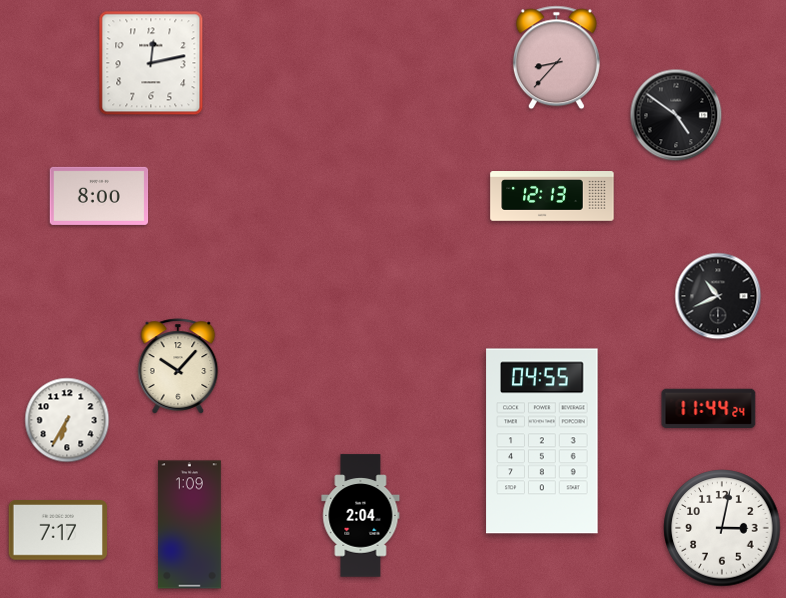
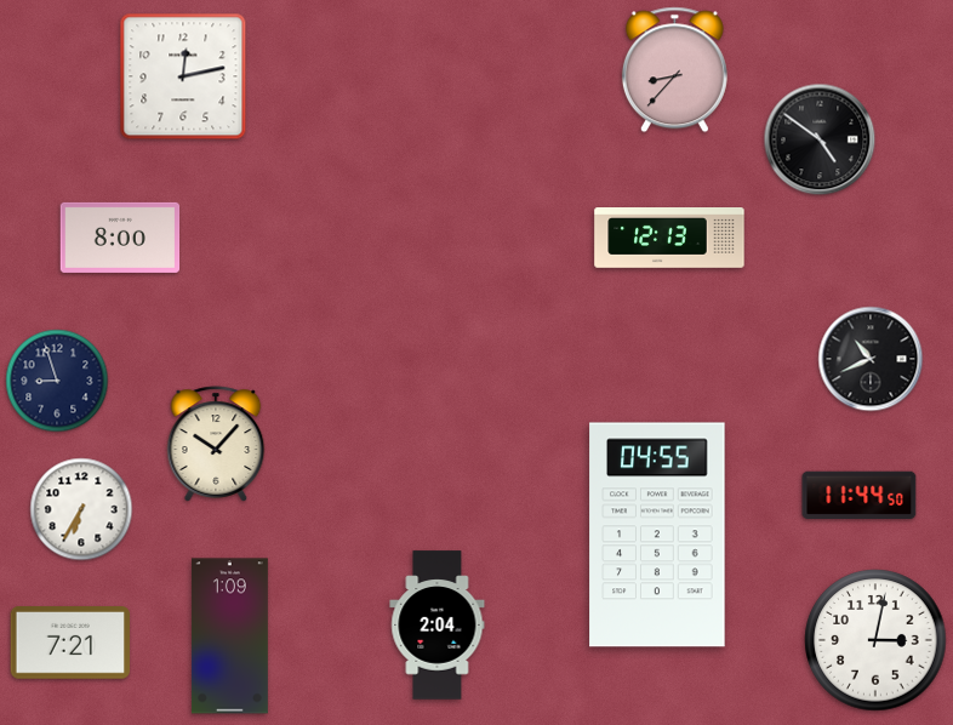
clock at (57, 381): none -> 8:57
clock at (709, 409): 11:44:24 -> 11:44:50
clock at (58, 531): 7:17 -> 7:21
